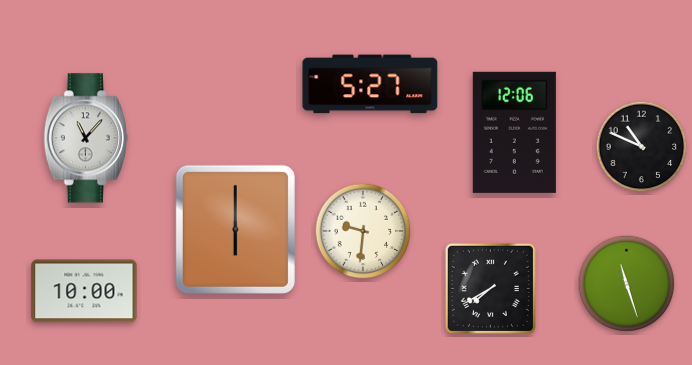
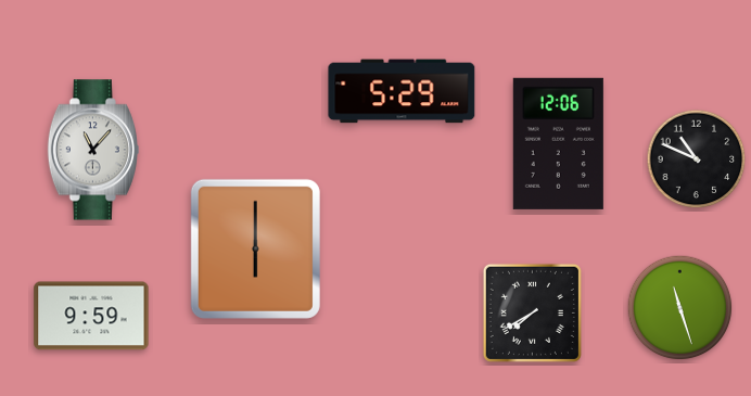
clock at (370, 84): 5:27 -> 5:29
clock at (363, 231): 9:31 -> none
clock at (84, 291): 10:00 -> 9:59
